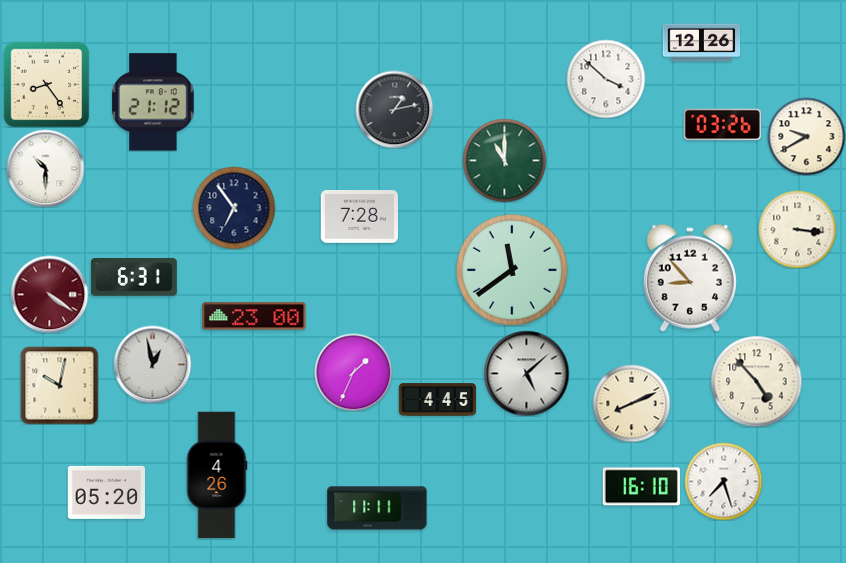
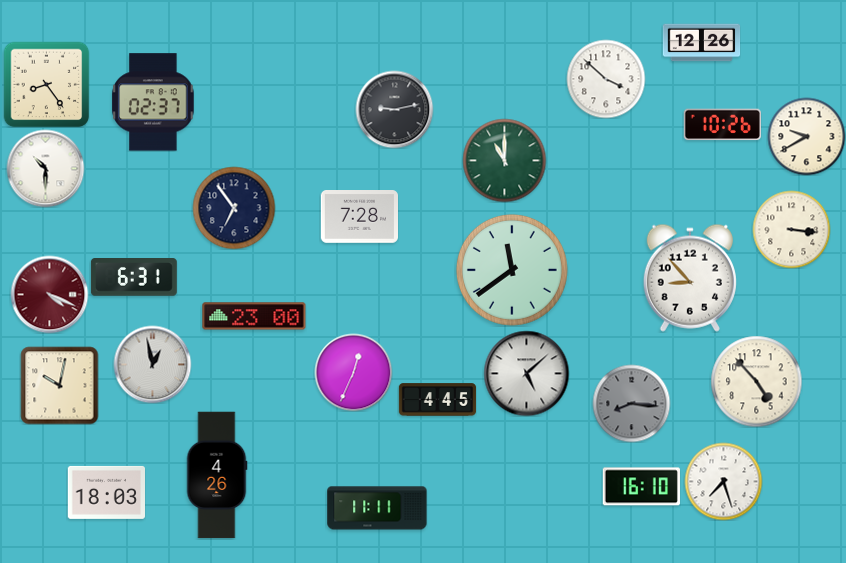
clock at (153, 102): 21:12 -> 02:37
clock at (394, 109): 1:13 -> 9:13
clock at (722, 125): 03:26 -> 10:26
clock at (797, 229) position: (797, 229) -> (791, 229)
clock at (49, 294): 4:21 -> 4:19
clock at (353, 372): 1:34 -> 12:34
clock at (631, 403): 8:11 -> 8:16
clock at (631, 403) dial: cream -> grey
clock at (106, 492): 05:20 -> 18:03
